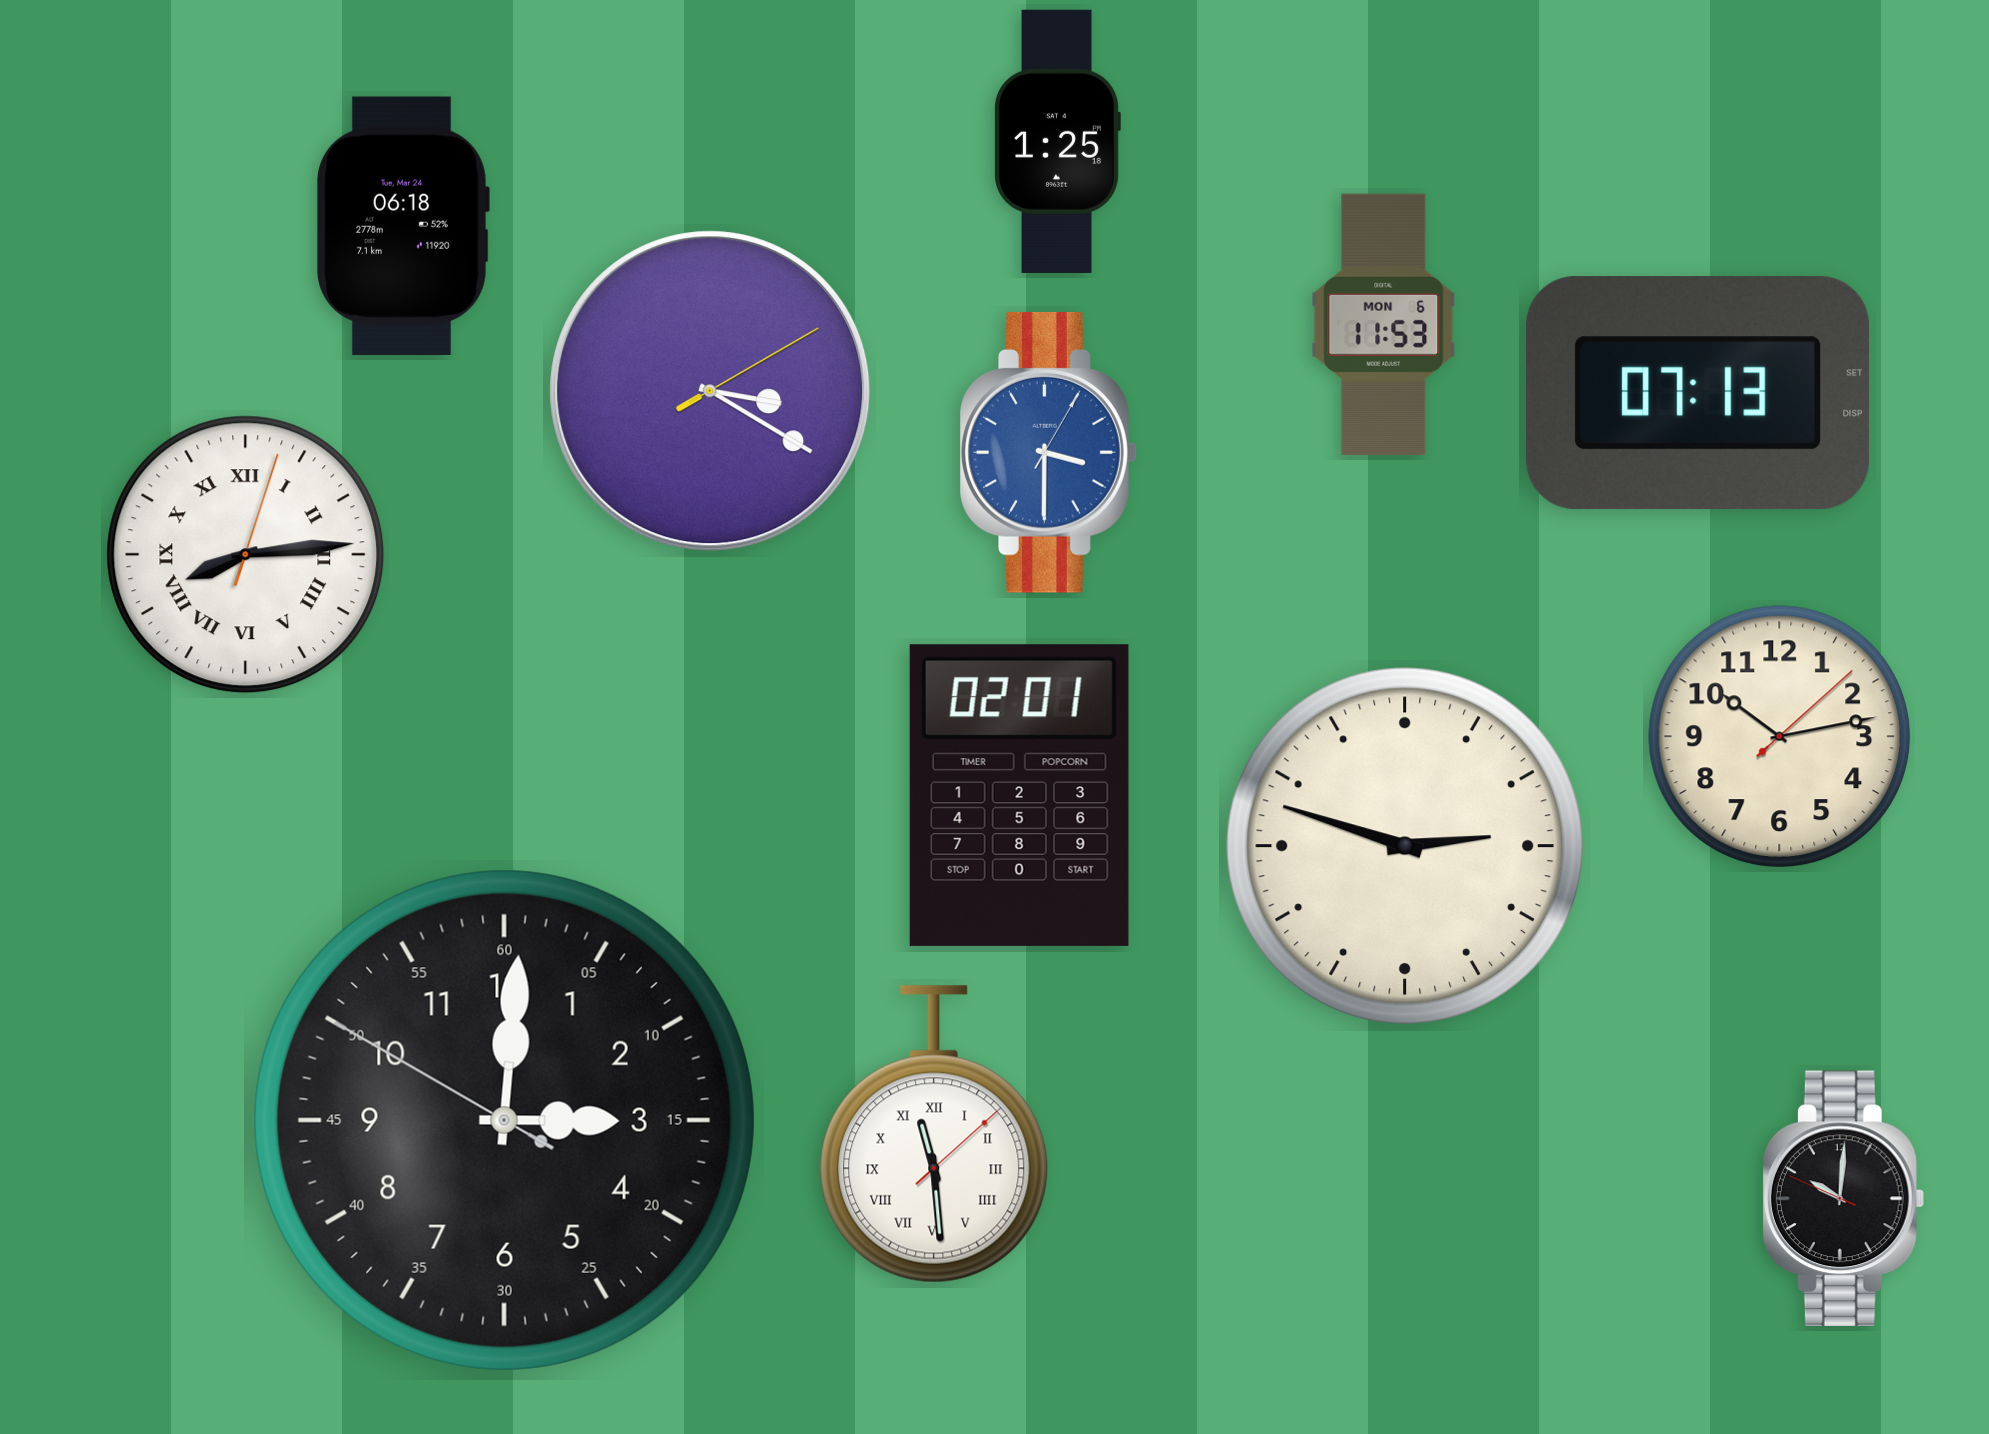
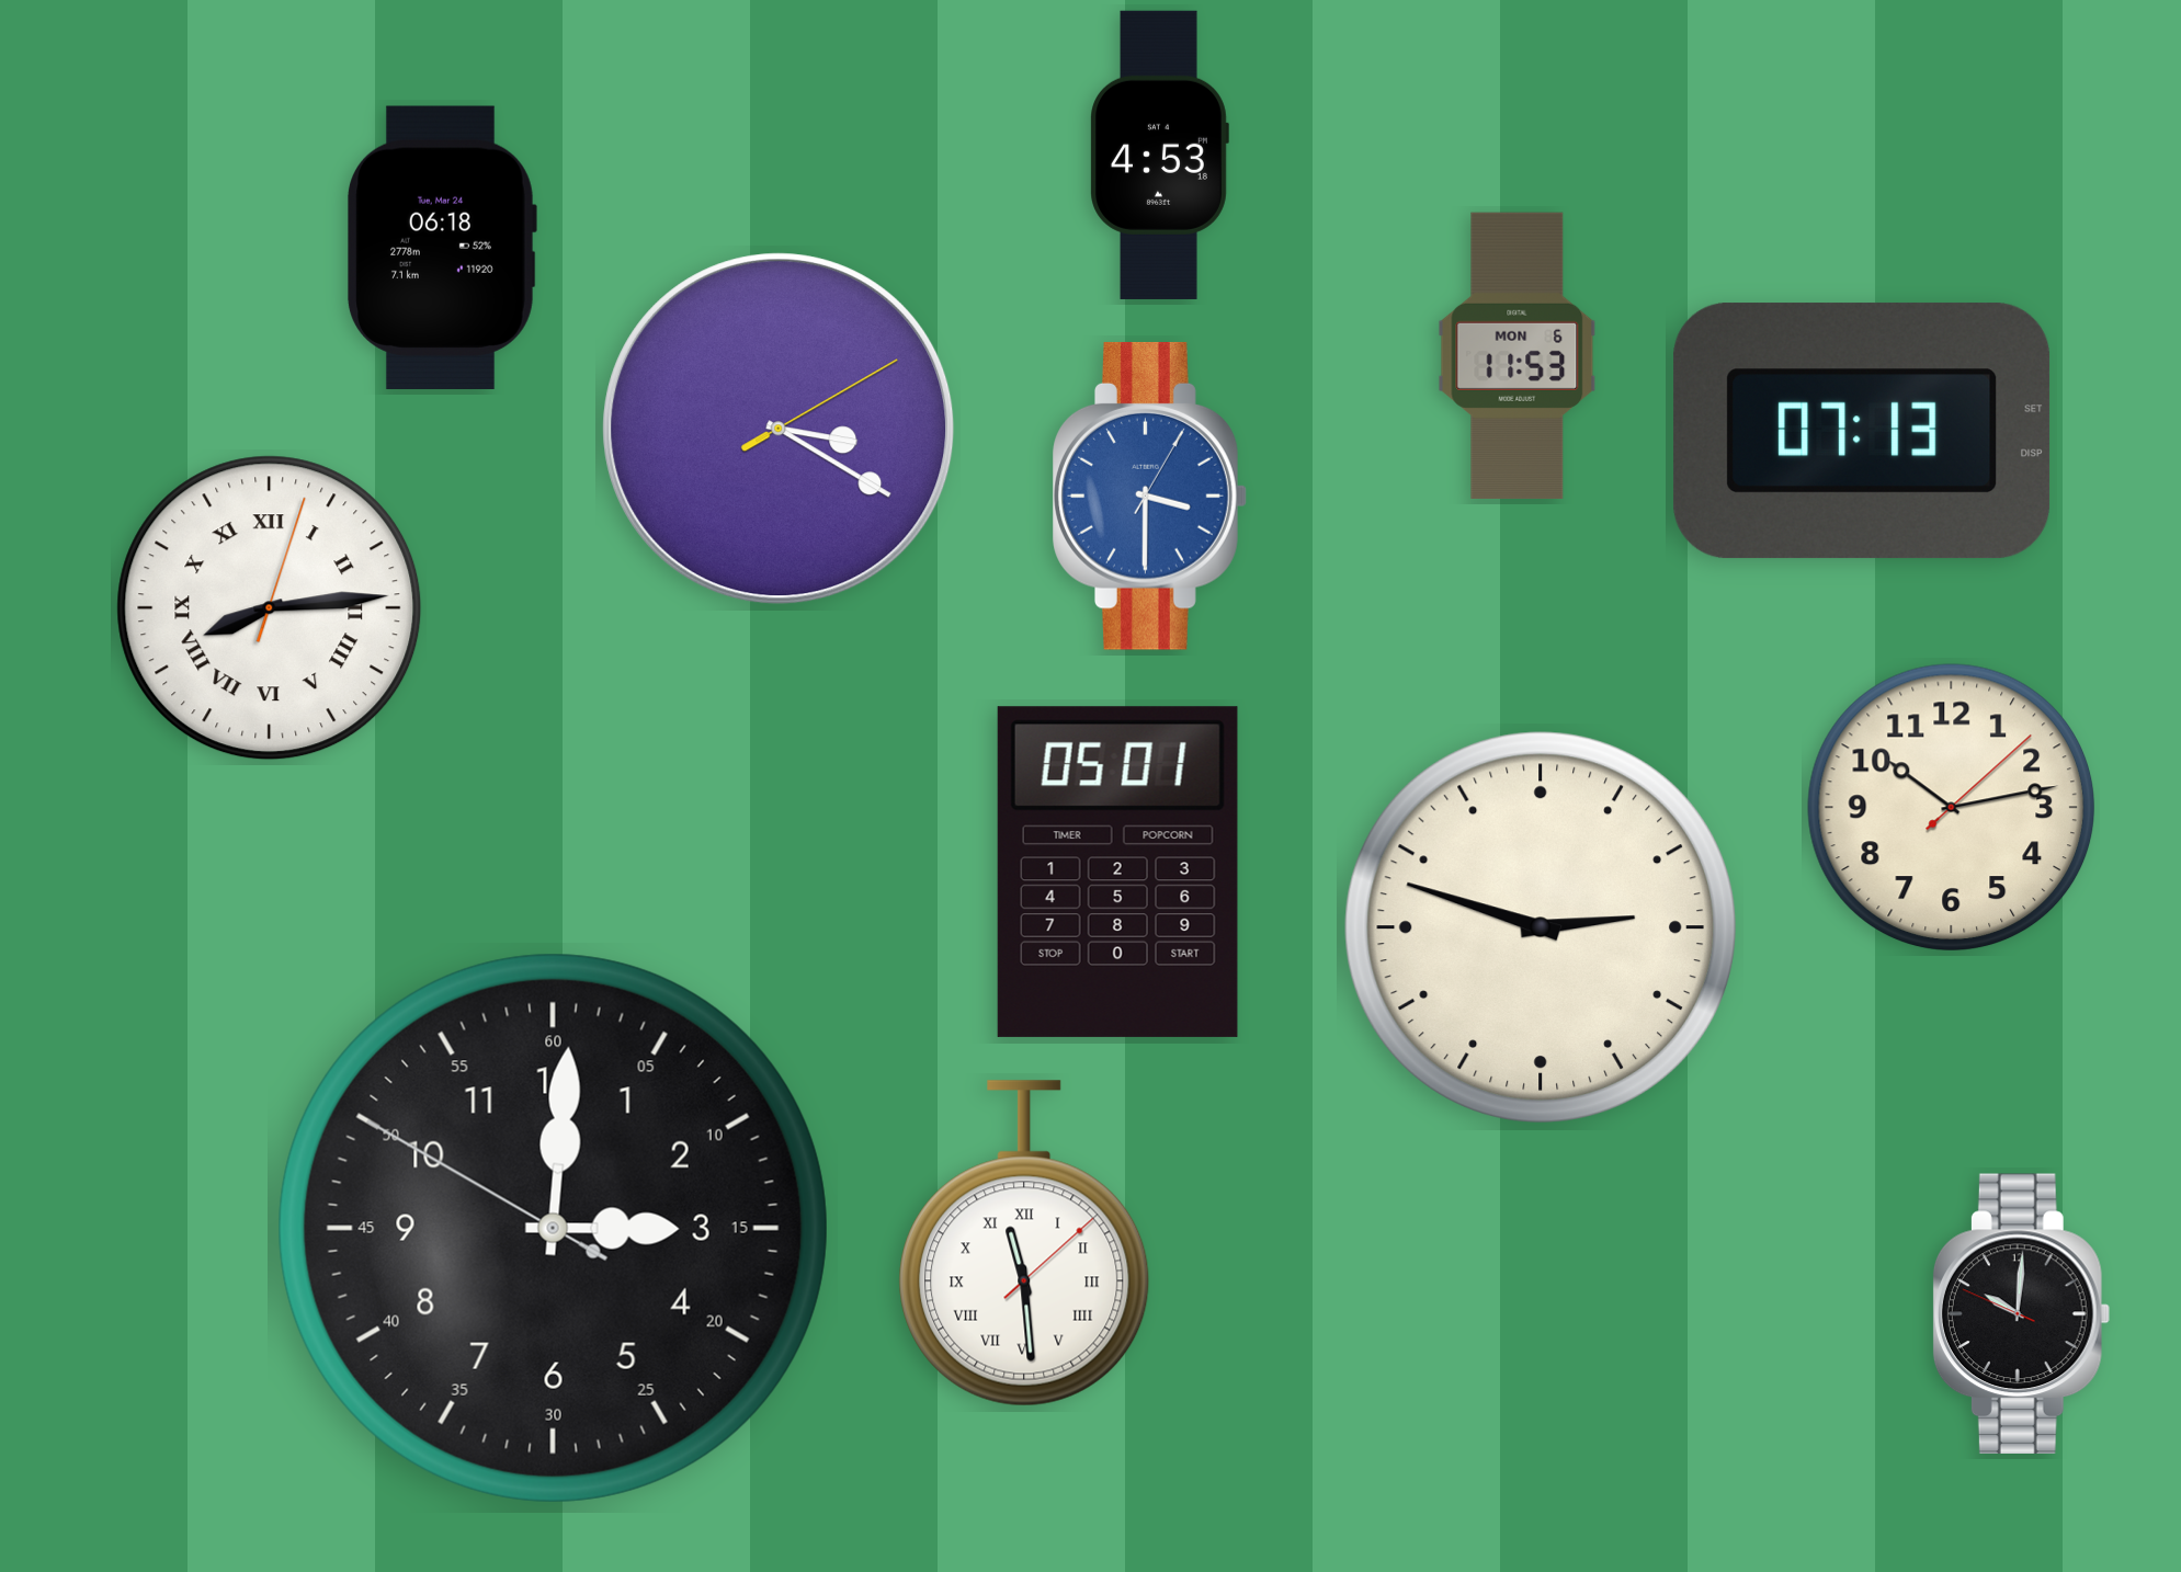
clock at (1057, 141): 1:25 -> 4:53
clock at (1019, 795): 02:01 -> 05:01
